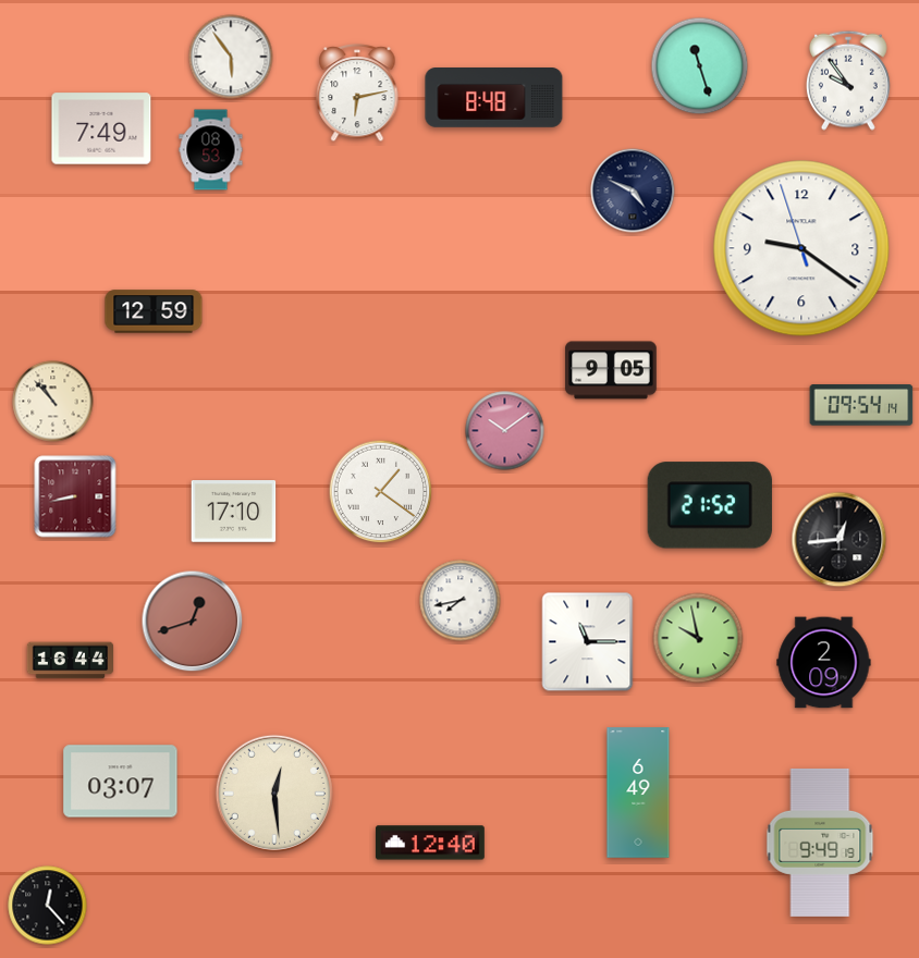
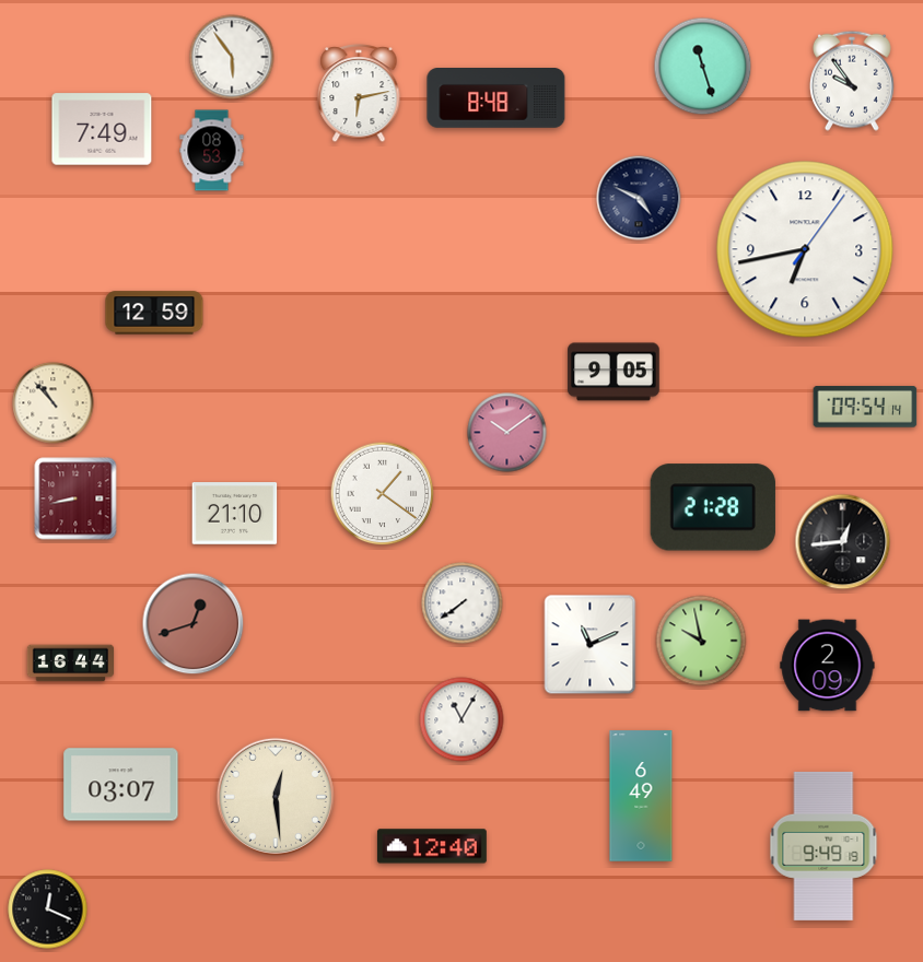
clock at (633, 191) position: (633, 191) -> (639, 198)
clock at (801, 248): 9:20 -> 6:43
clock at (710, 505): 21:52 -> 21:28
clock at (234, 512): 17:10 -> 21:10
clock at (461, 601): 7:43 -> 7:39
clock at (588, 642): 11:15 -> 11:11
clock at (461, 719): none -> 11:05
clock at (48, 906): 12:23 -> 12:19
